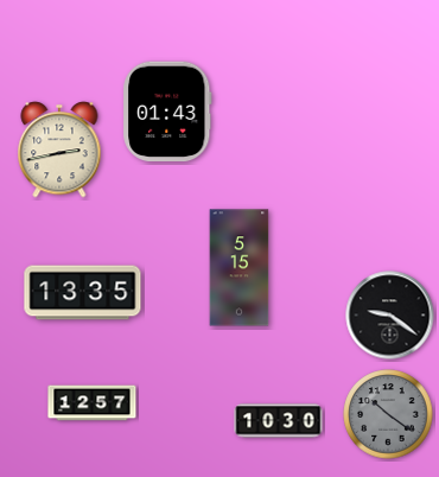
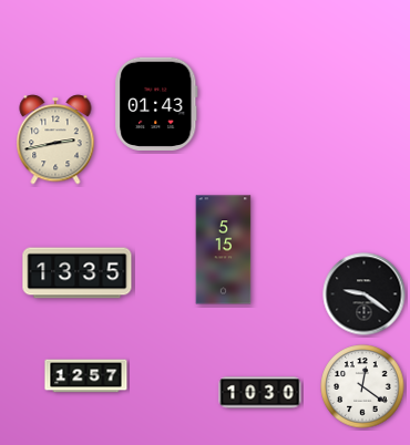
clock at (388, 414): 10:21 -> 12:21
clock at (388, 414) dial: grey -> white
